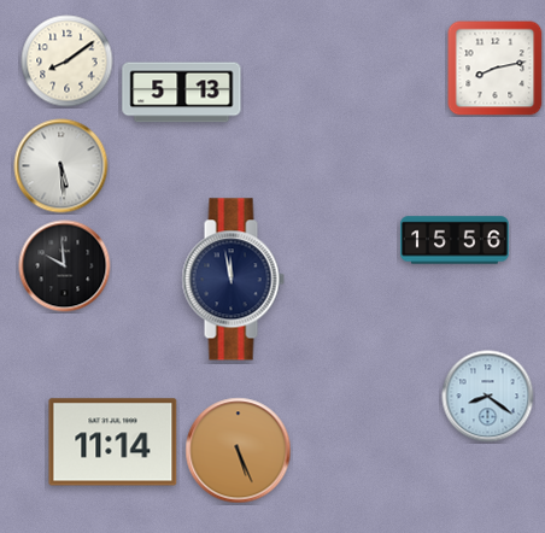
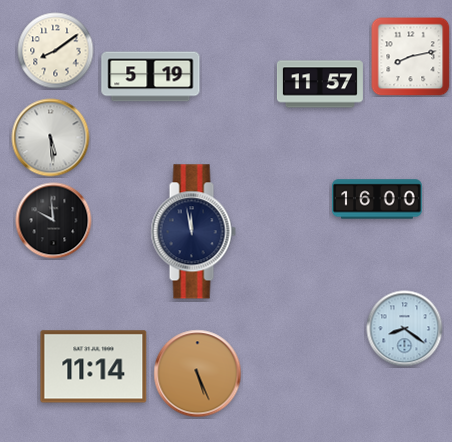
clock at (182, 93): 5:13 -> 5:19
clock at (320, 84): none -> 11:57
clock at (455, 240): 15:56 -> 16:00
